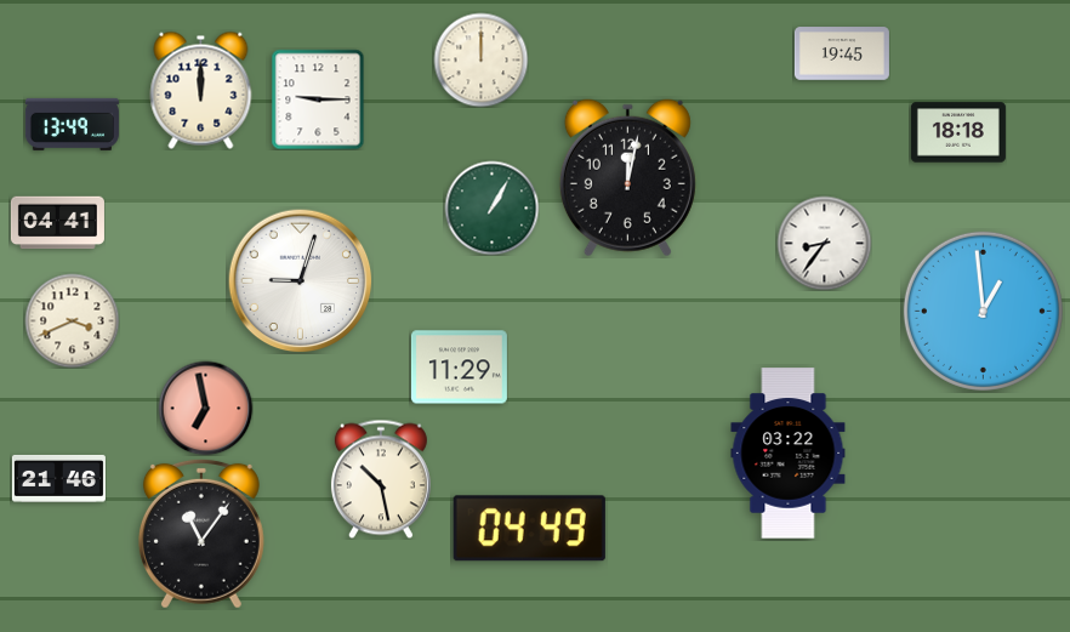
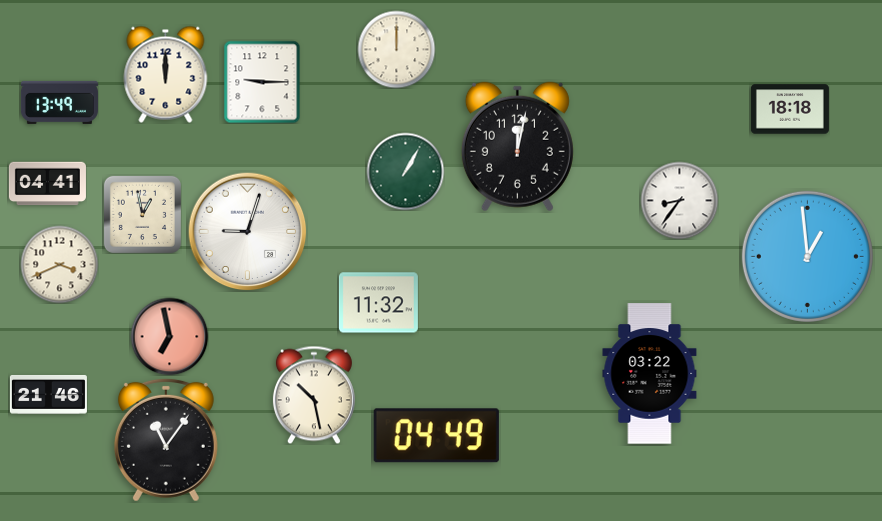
clock at (842, 53): 19:45 -> none
clock at (142, 214): none -> 12:58
clock at (983, 311) position: (983, 311) -> (807, 256)
clock at (459, 368): 11:29 -> 11:32
